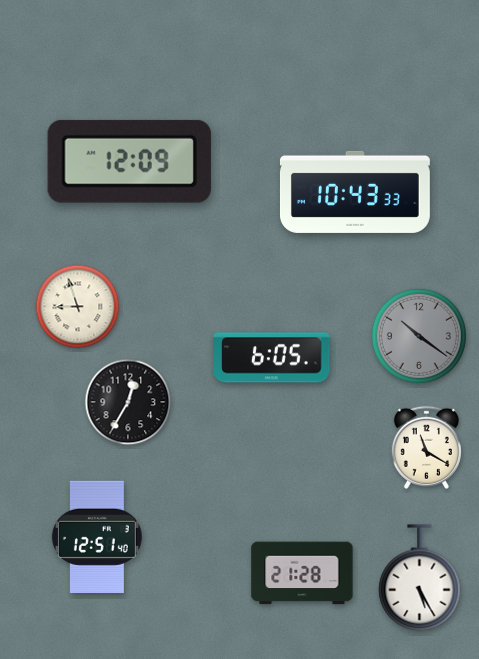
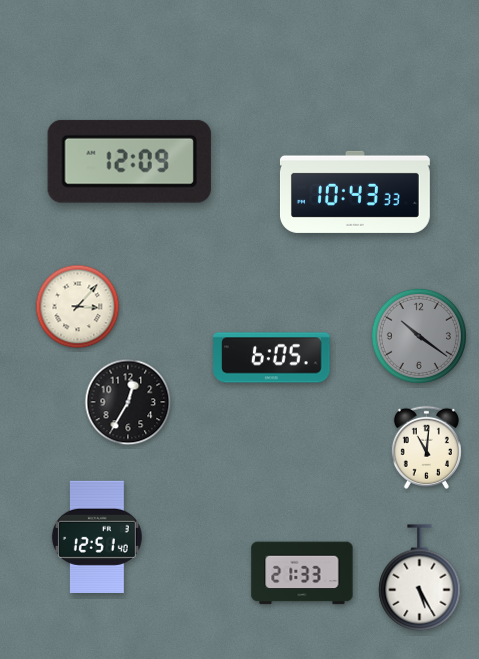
clock at (78, 307): 8:57 -> 3:07
clock at (426, 447): 11:20 -> 11:01
clock at (302, 573): 21:28 -> 21:33
